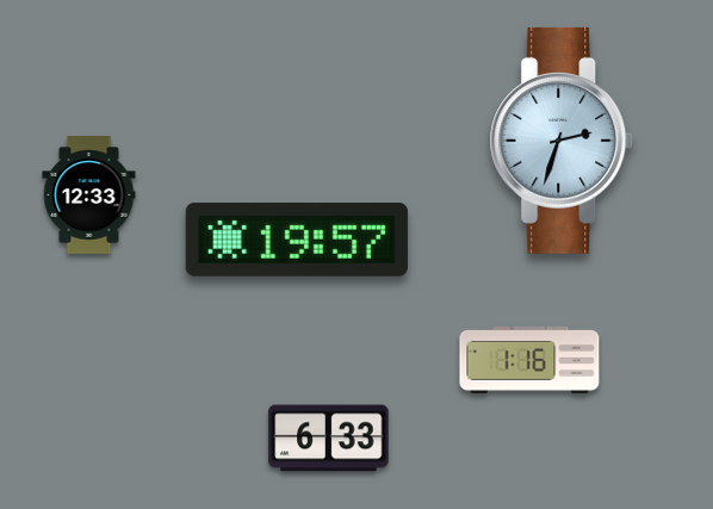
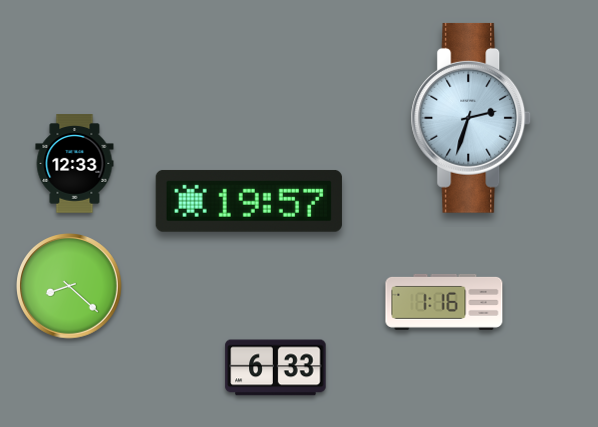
clock at (69, 286): none -> 8:22
